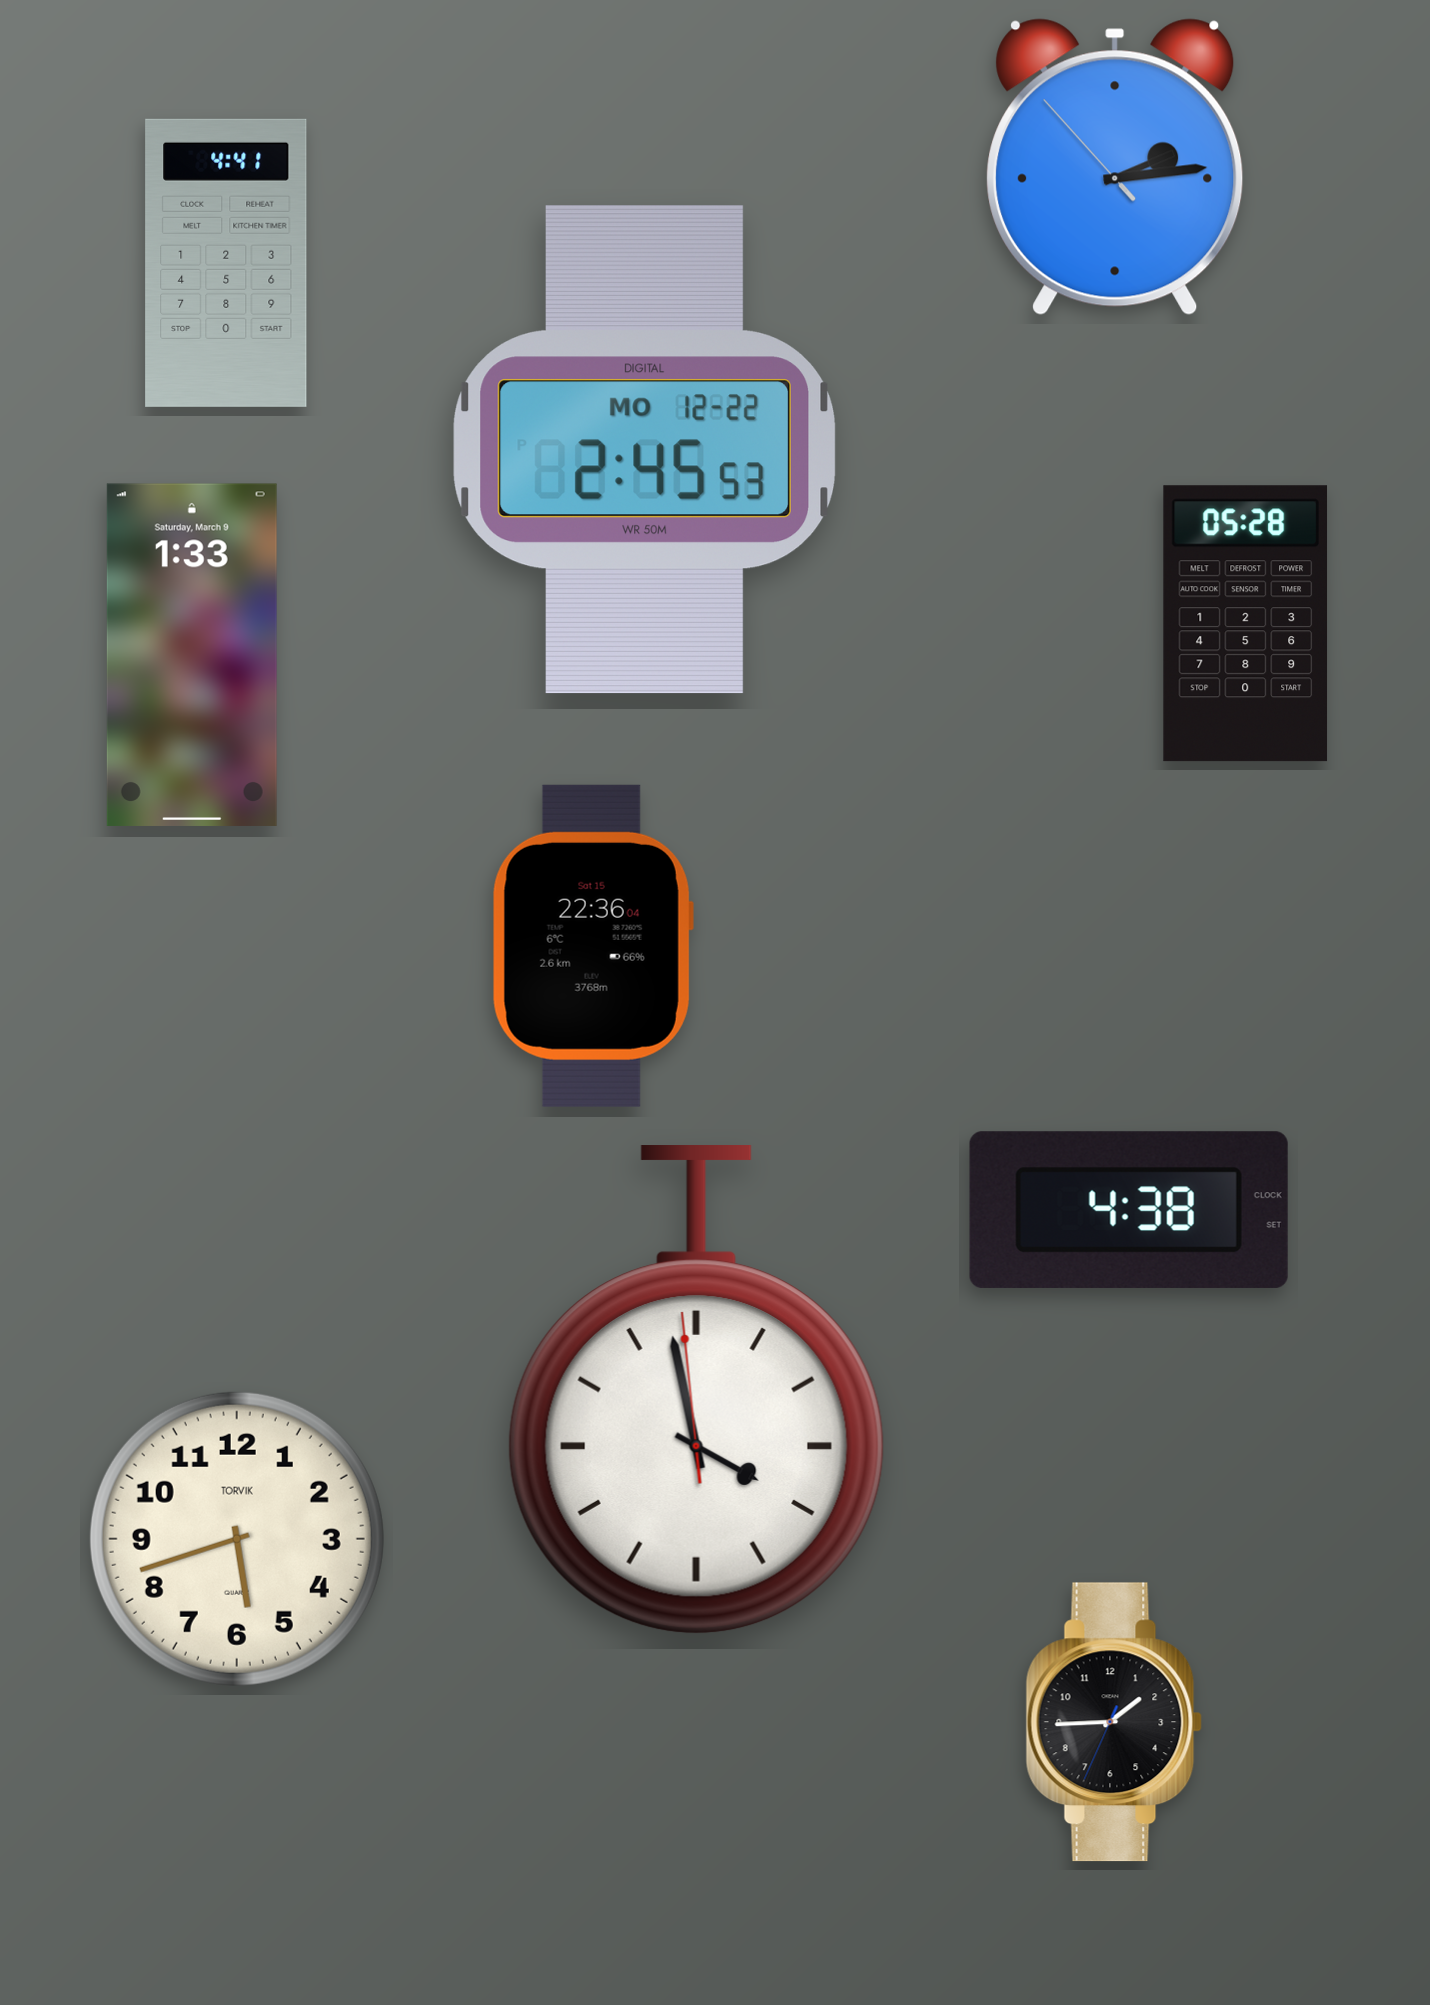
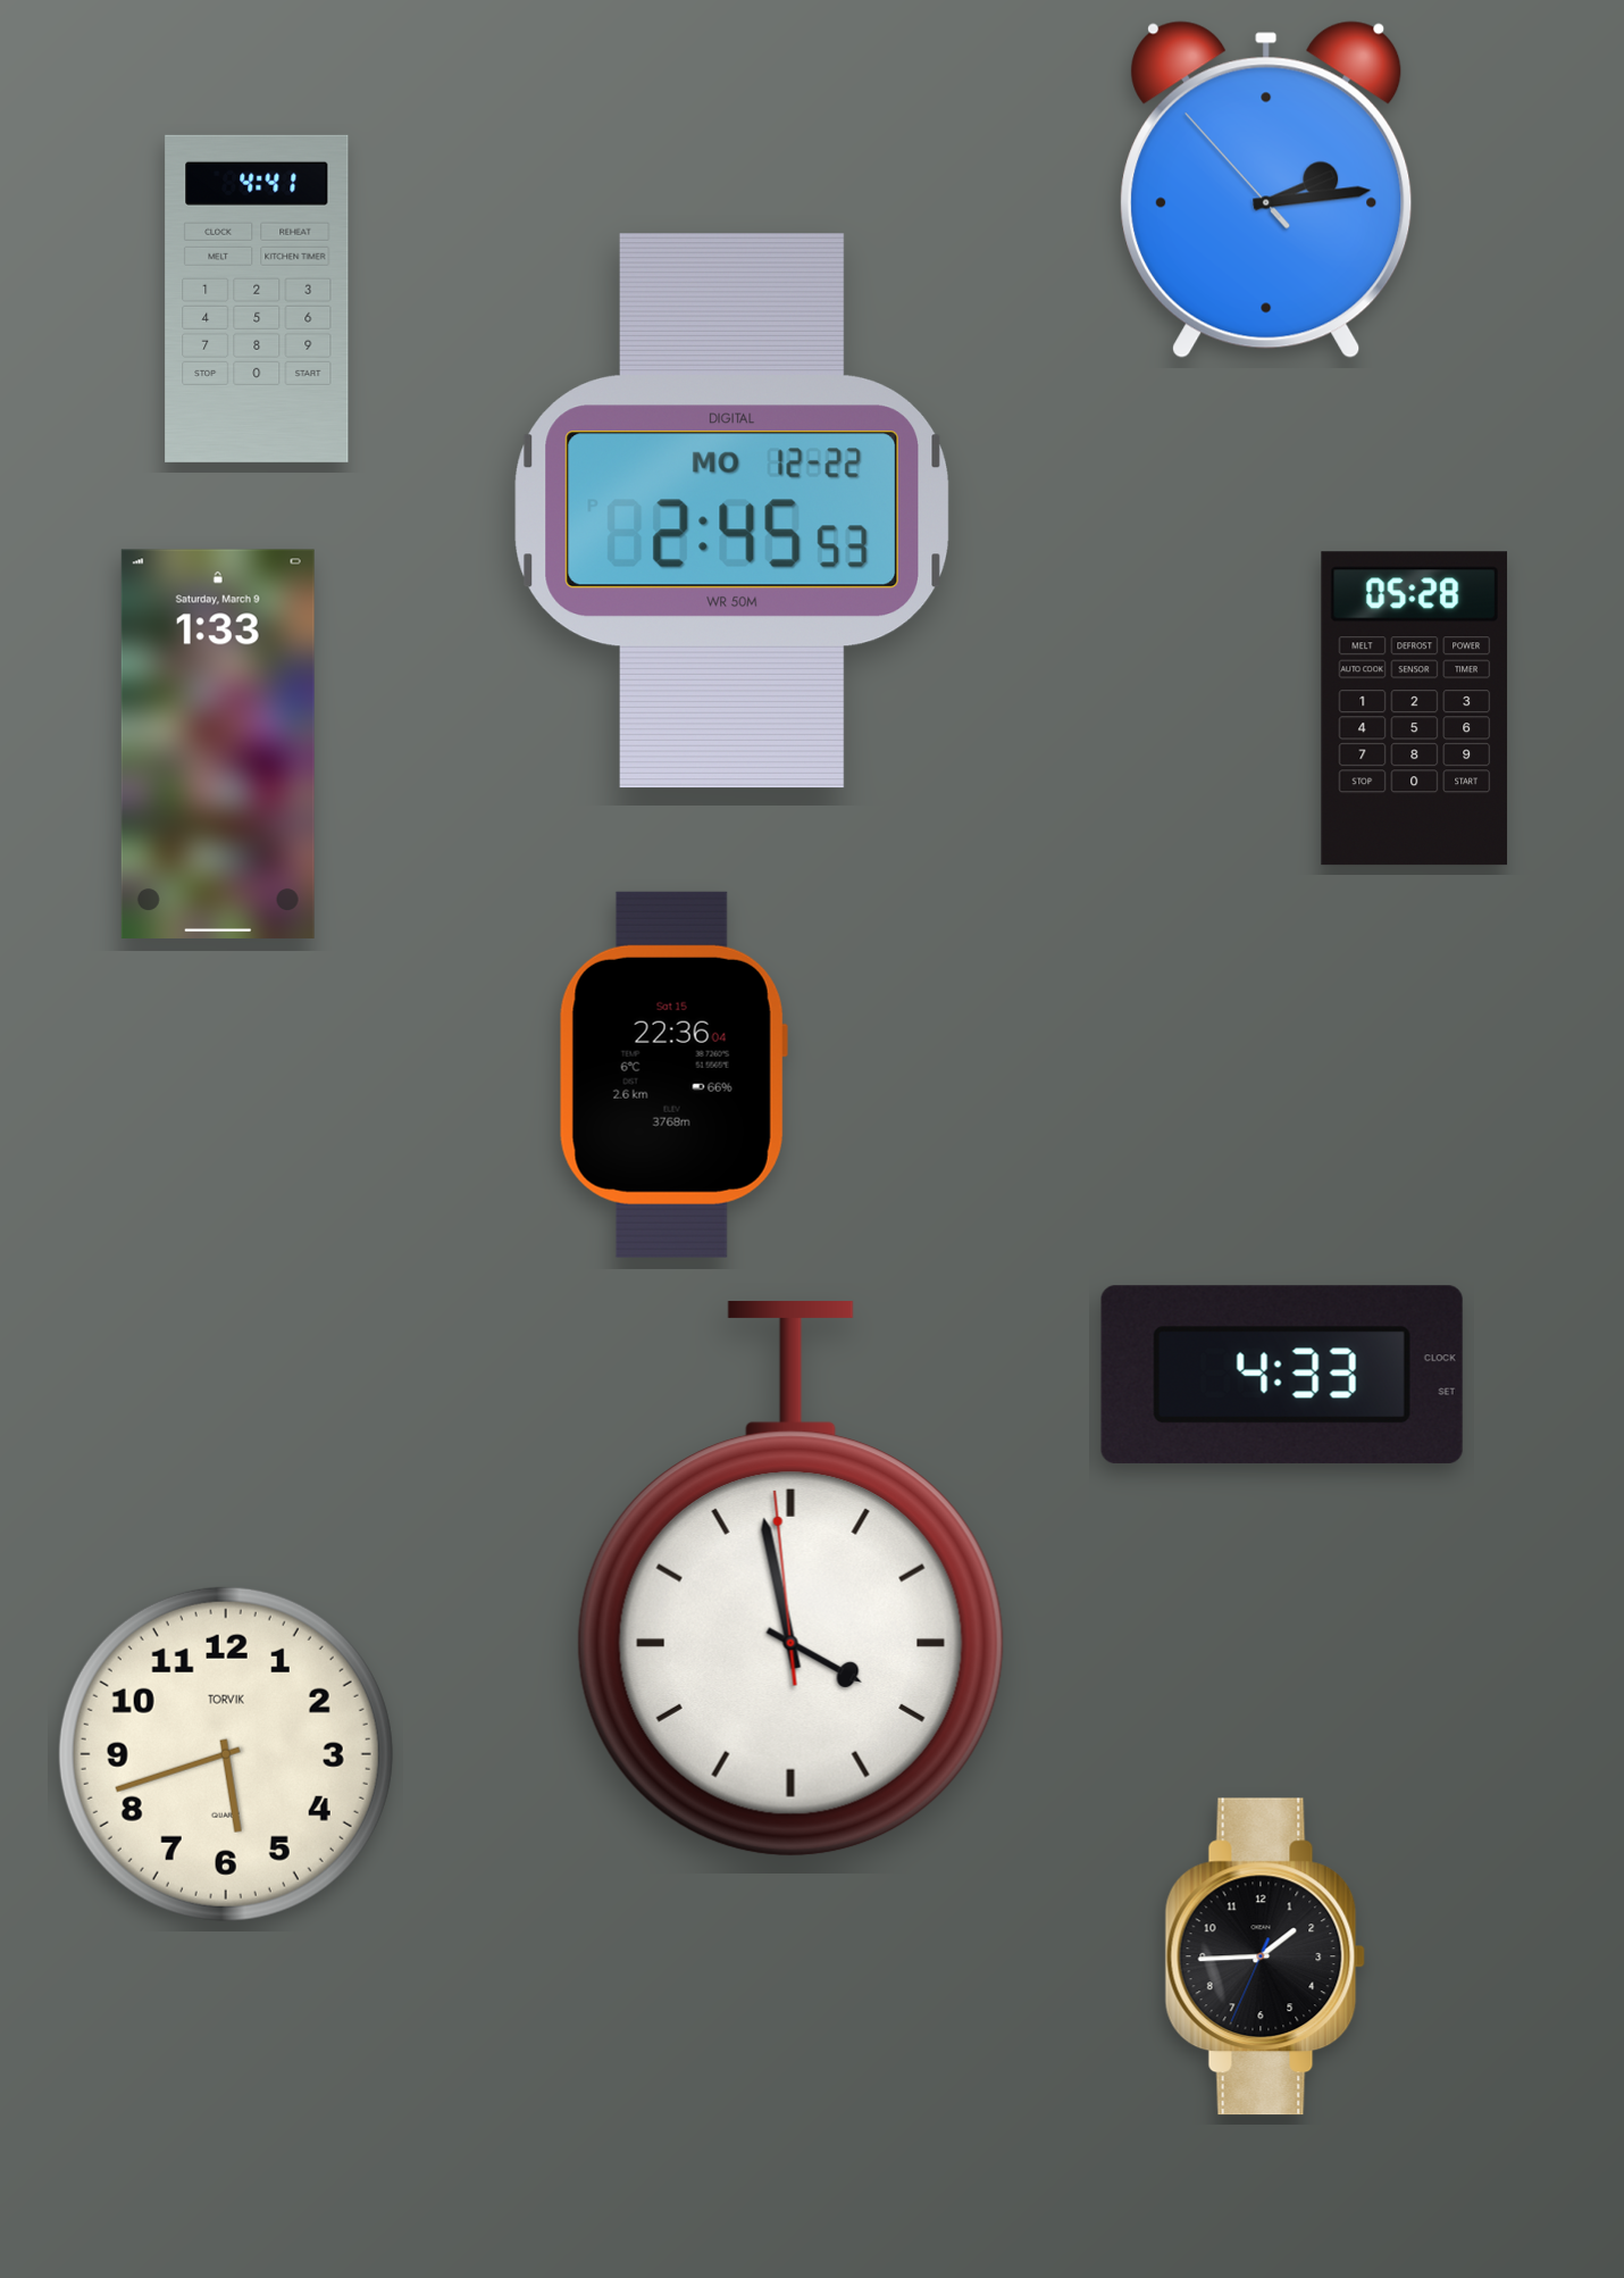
clock at (1129, 1210): 4:38 -> 4:33
clock at (237, 1539) position: (237, 1539) -> (226, 1754)
